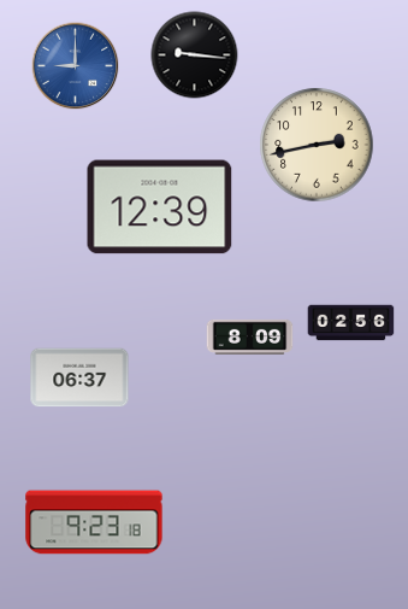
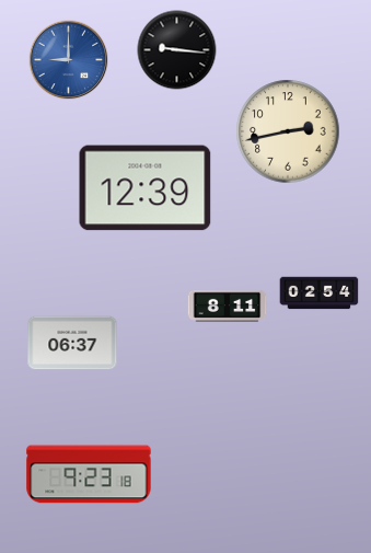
clock at (351, 323): 02:56 -> 02:54
clock at (250, 336): 8:09 -> 8:11
clock at (94, 522) position: (94, 522) -> (89, 474)
